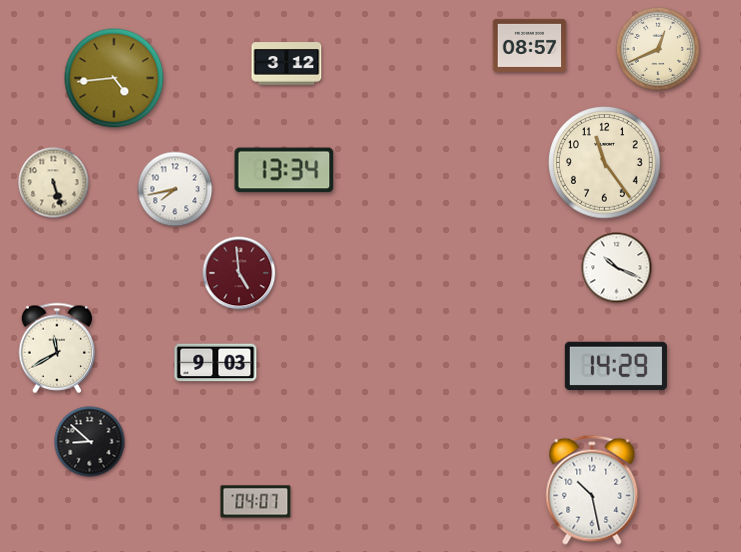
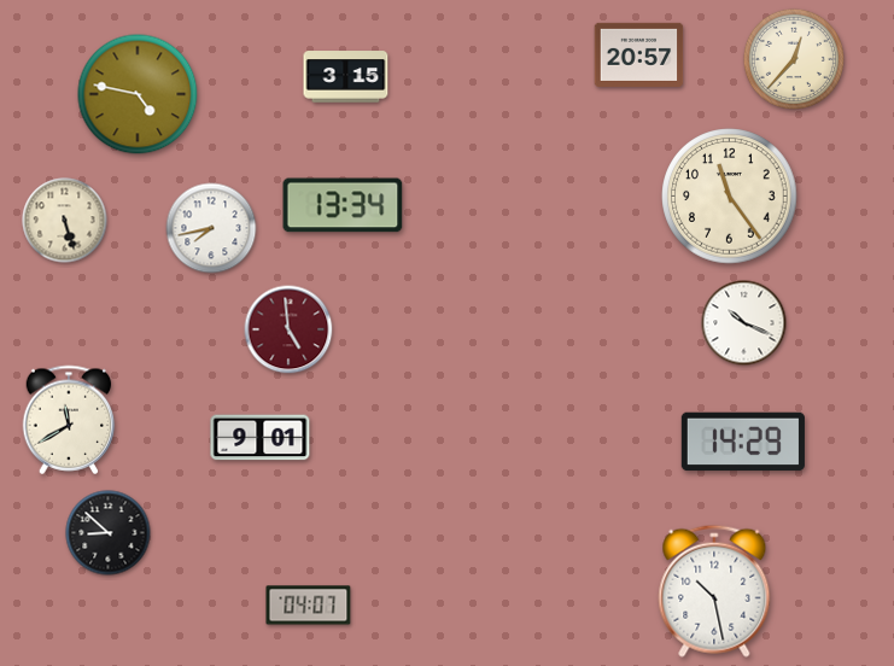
clock at (530, 45): 08:57 -> 20:57
clock at (658, 49): 12:41 -> 12:37
clock at (287, 64): 3:12 -> 3:15
clock at (114, 78): 4:44 -> 4:47
clock at (216, 363): 9:03 -> 9:01
